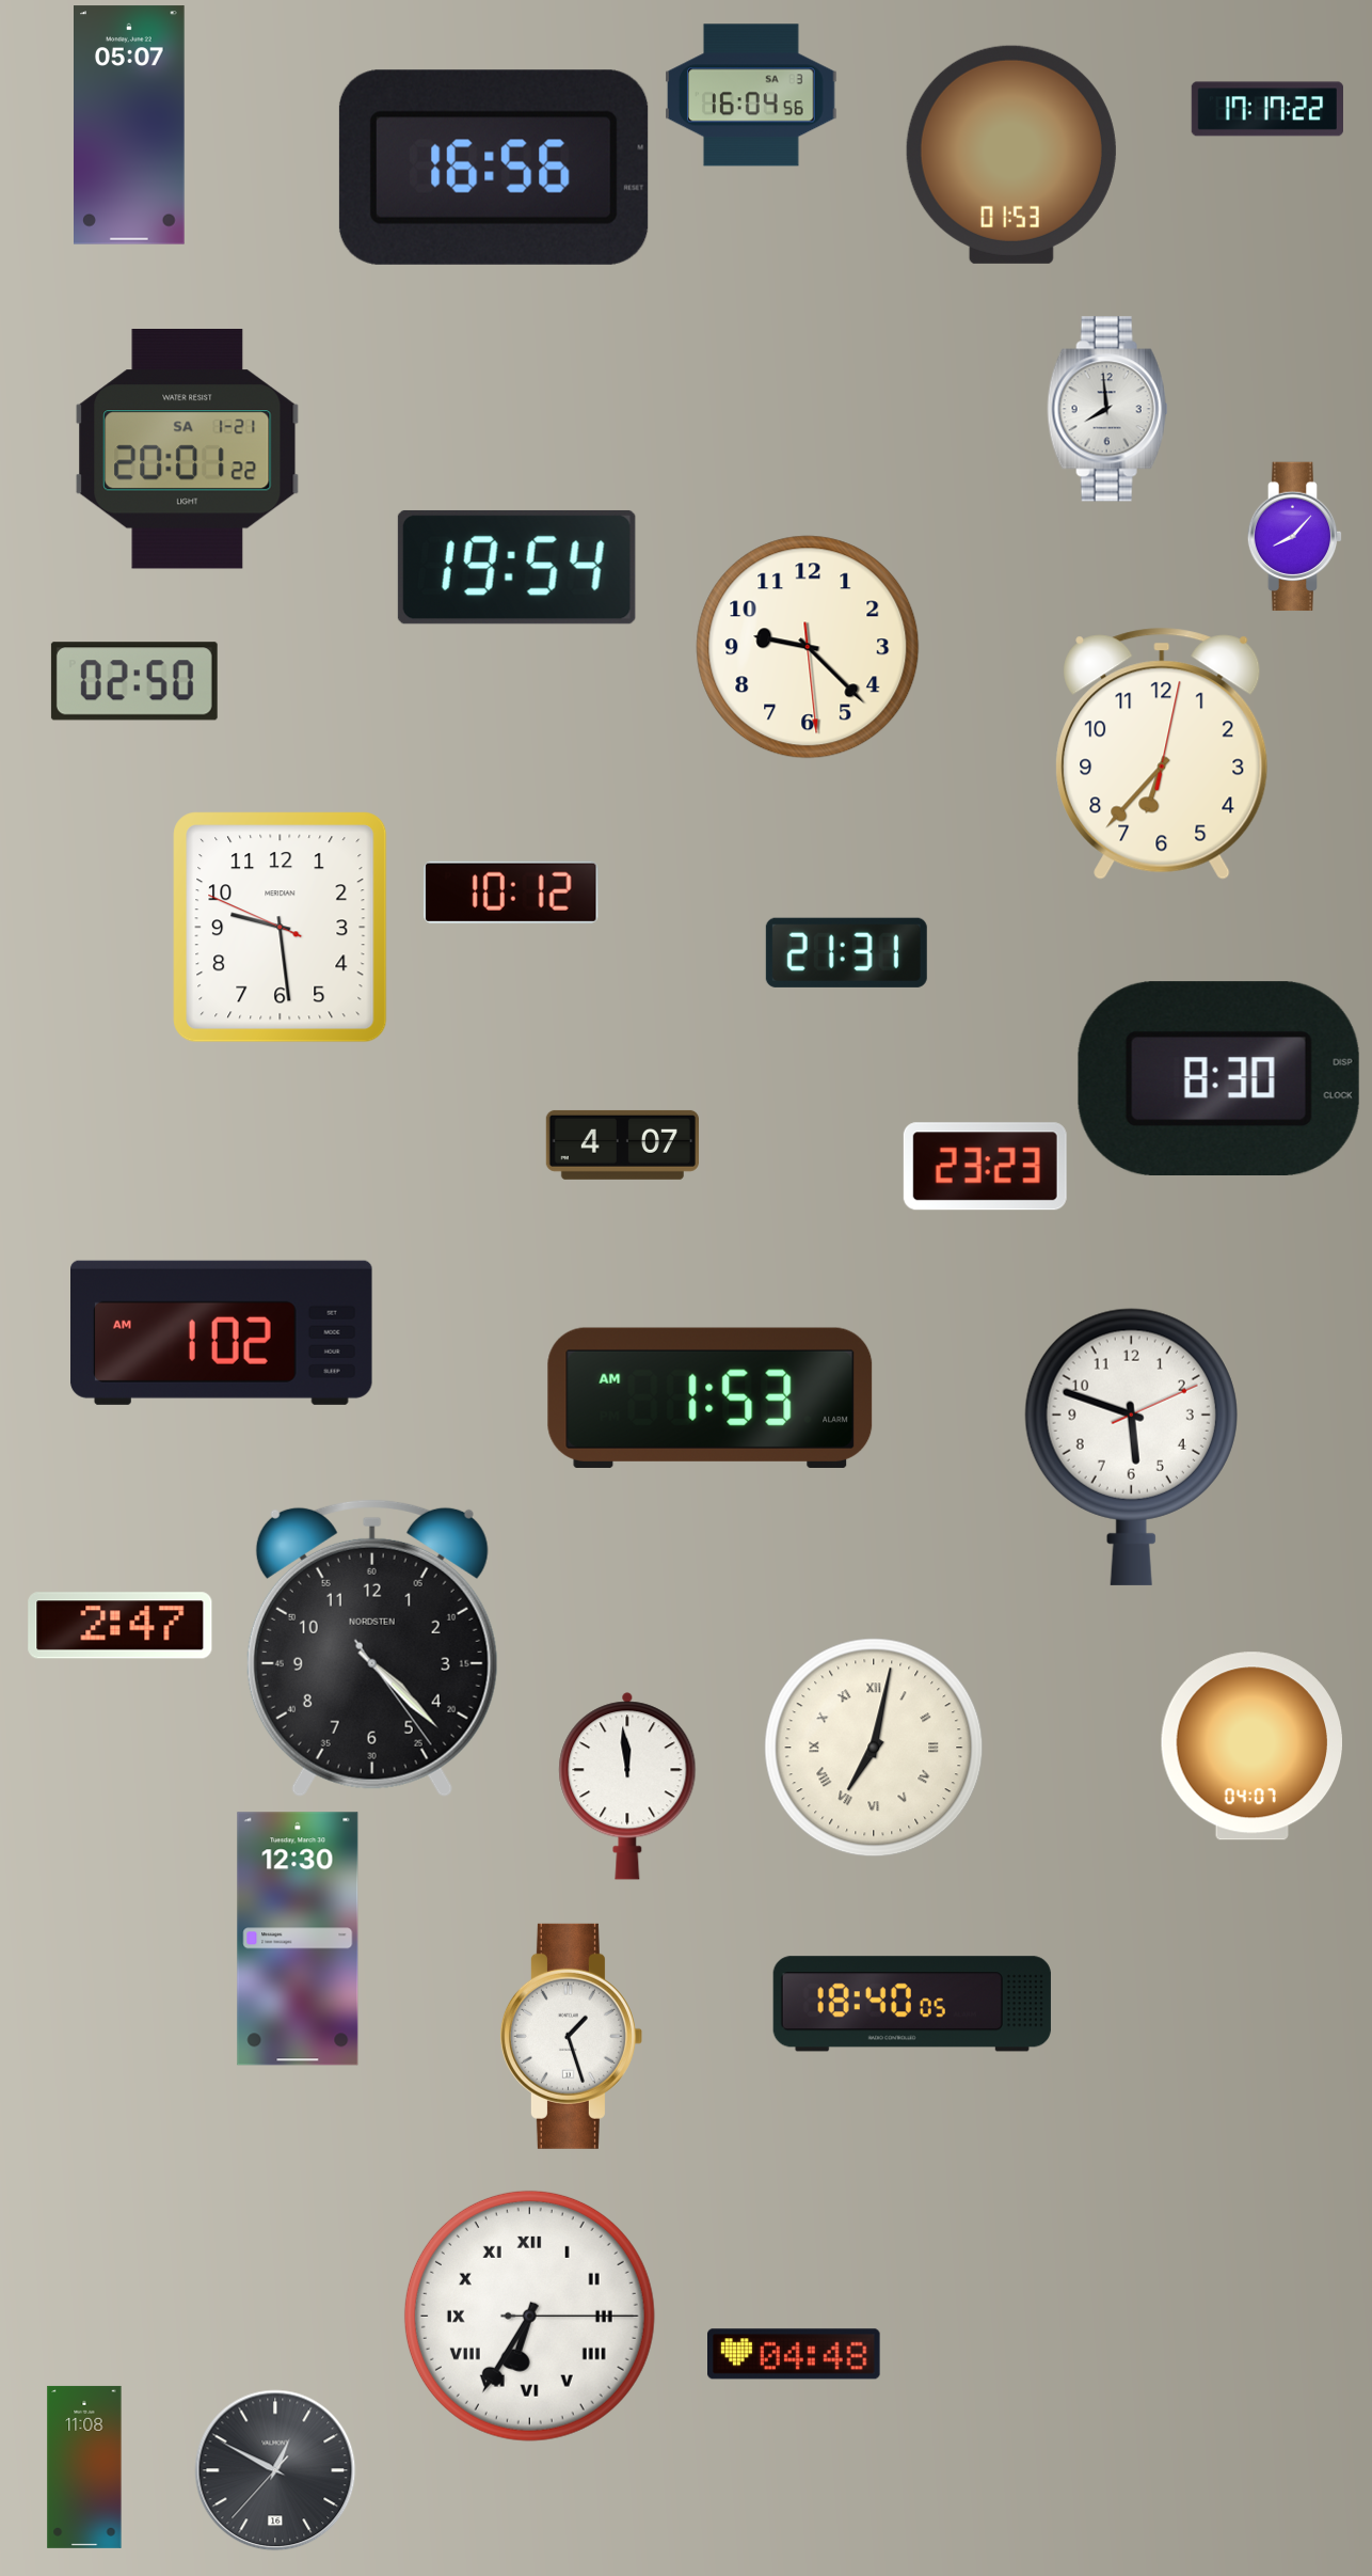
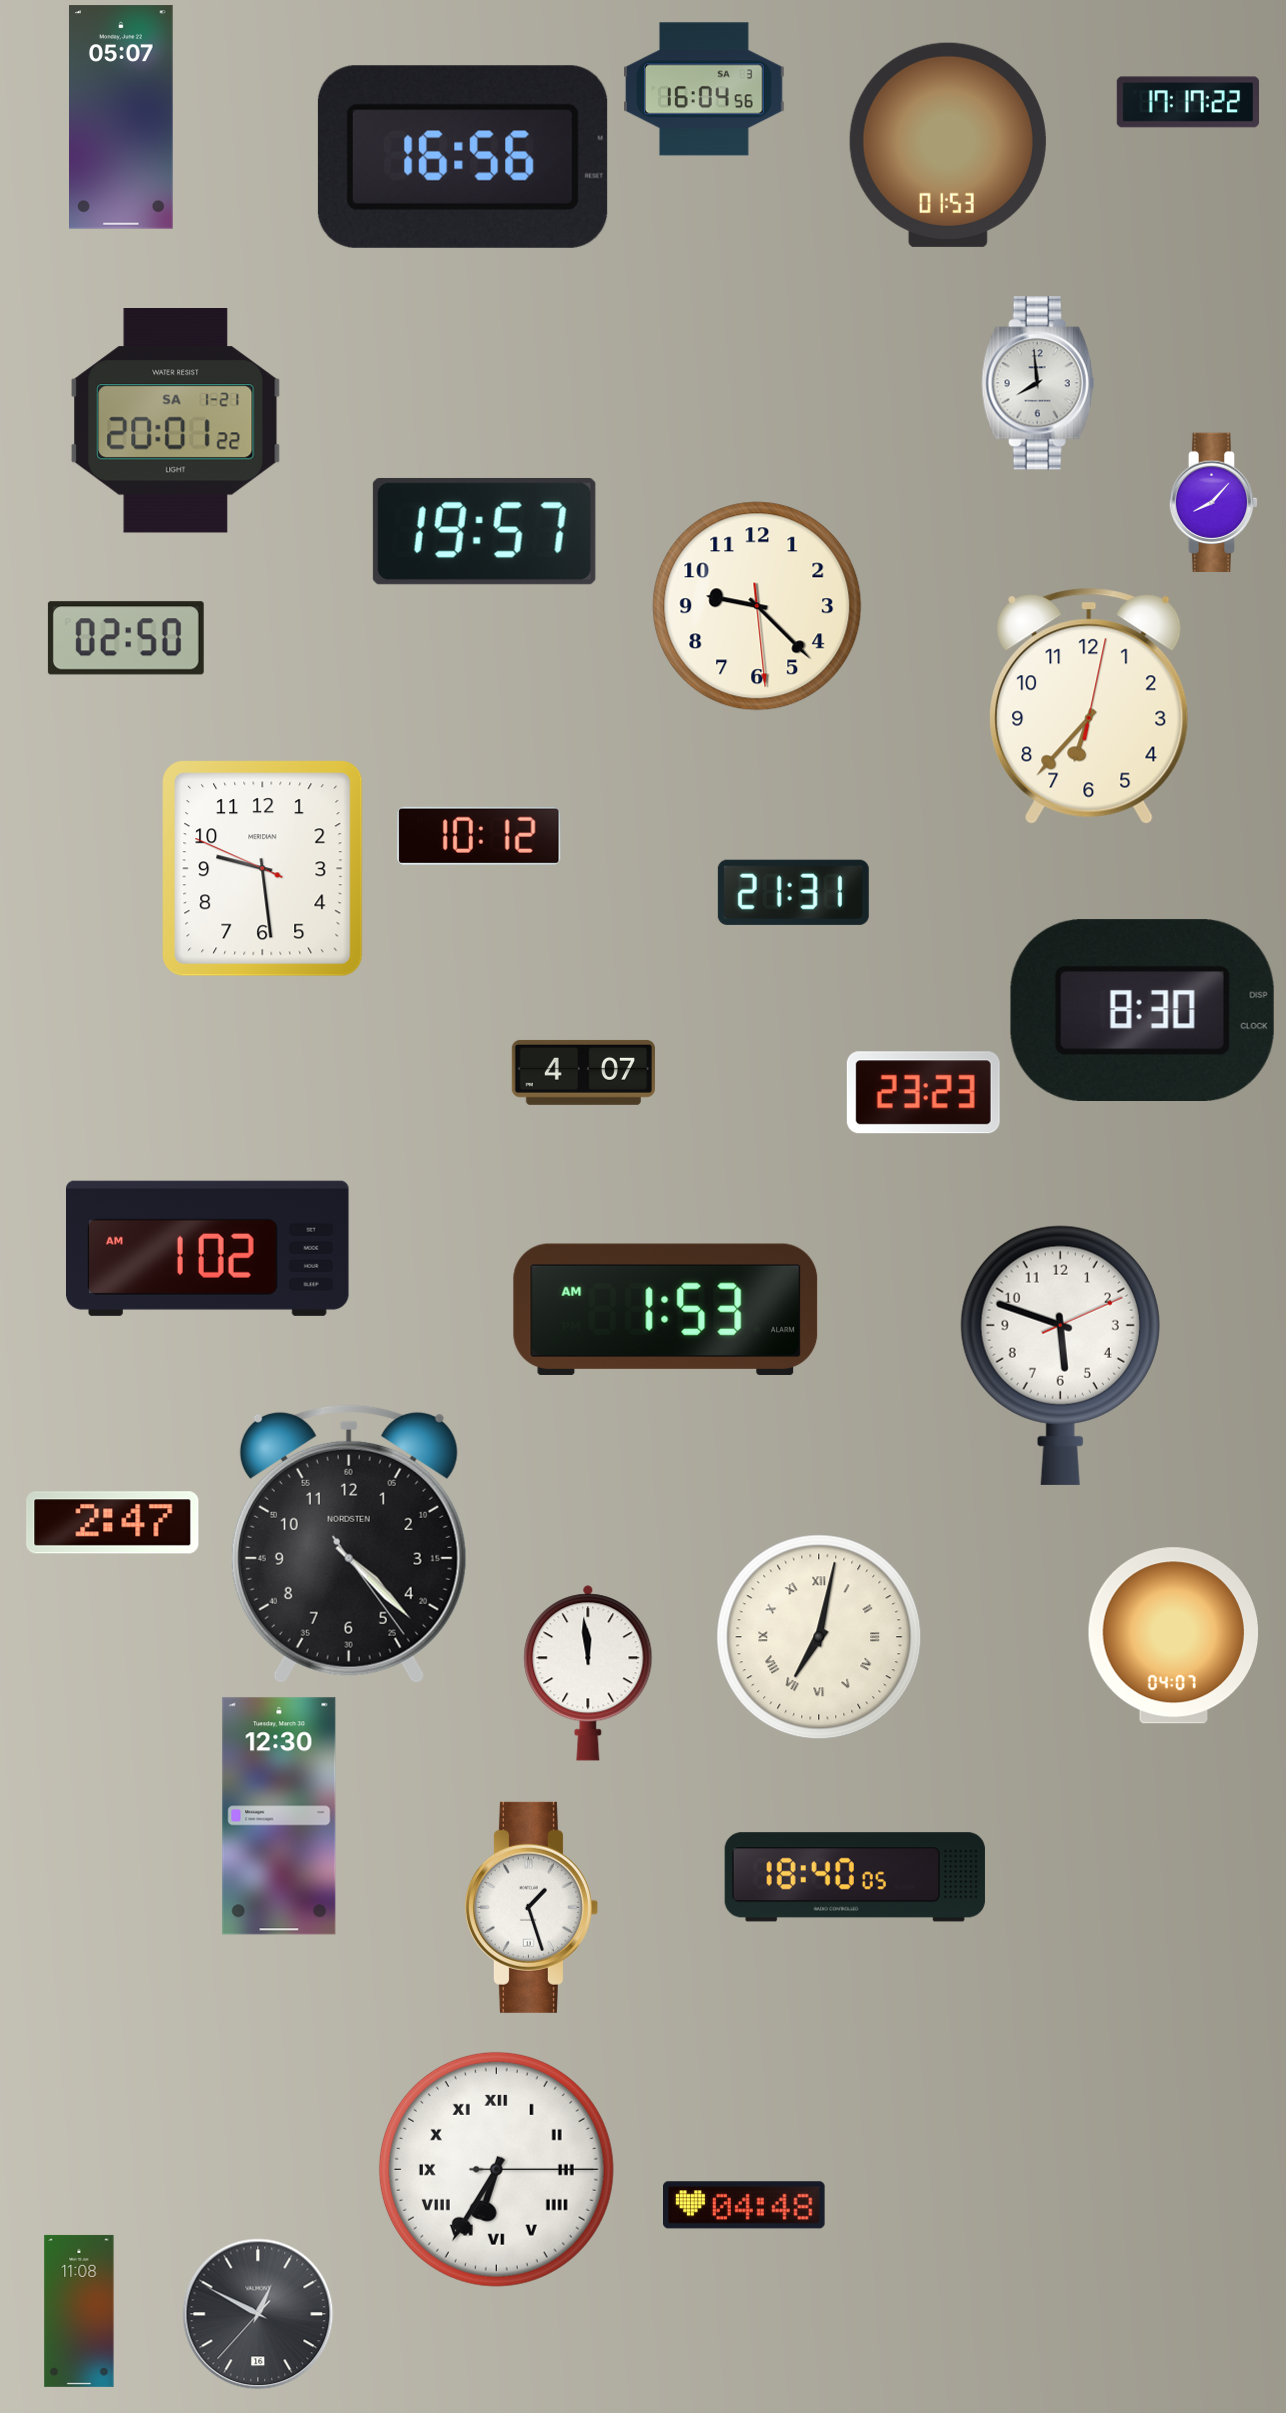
clock at (516, 567): 19:54 -> 19:57
clock at (571, 2036) position: (571, 2036) -> (531, 1907)
